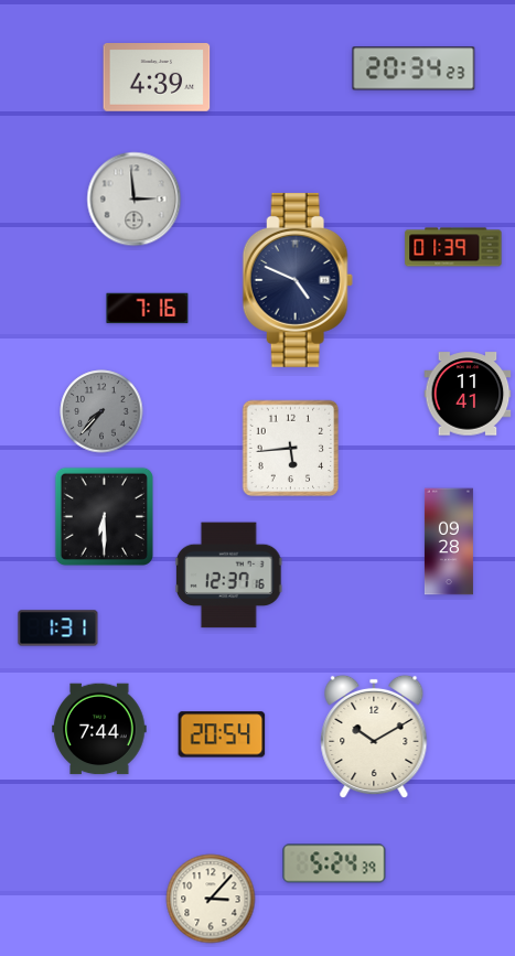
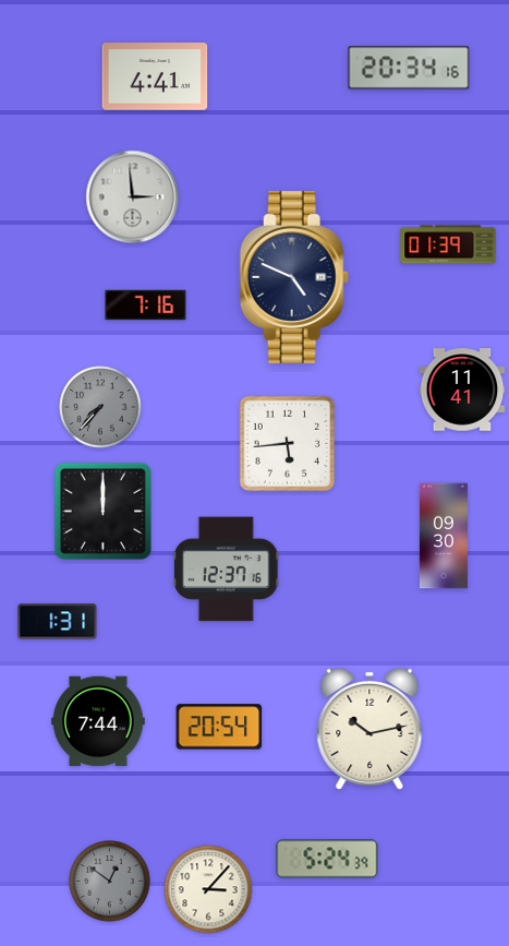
clock at (414, 68): 20:34:23 -> 20:34:16
clock at (157, 78): 4:39 -> 4:41
clock at (104, 516): 6:30 -> 12:00
clock at (449, 541): 09:28 -> 09:30
clock at (374, 737): 10:10 -> 10:13
clock at (334, 863) position: (334, 863) -> (327, 859)
clock at (110, 882): none -> 12:51
